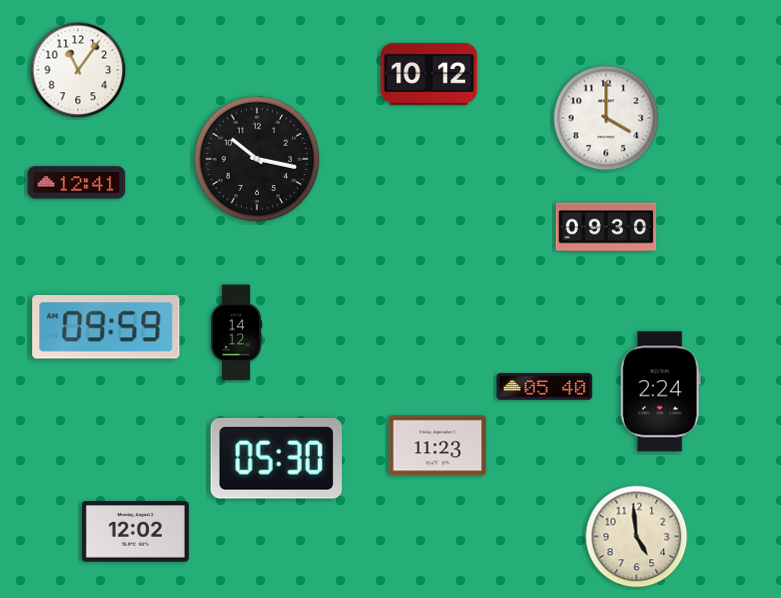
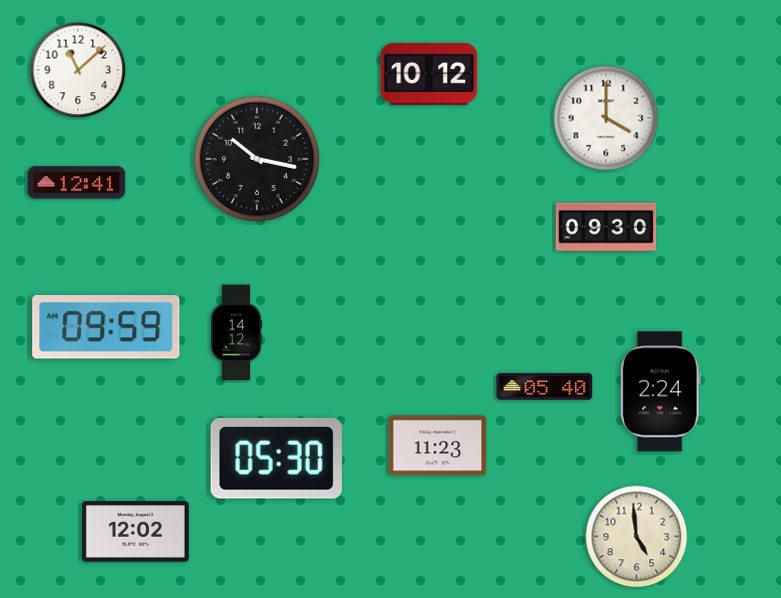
clock at (78, 70): 11:06 -> 11:08
